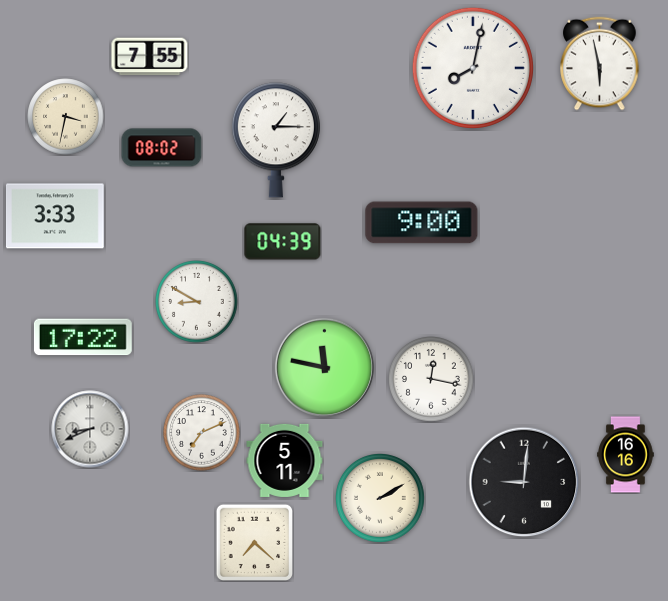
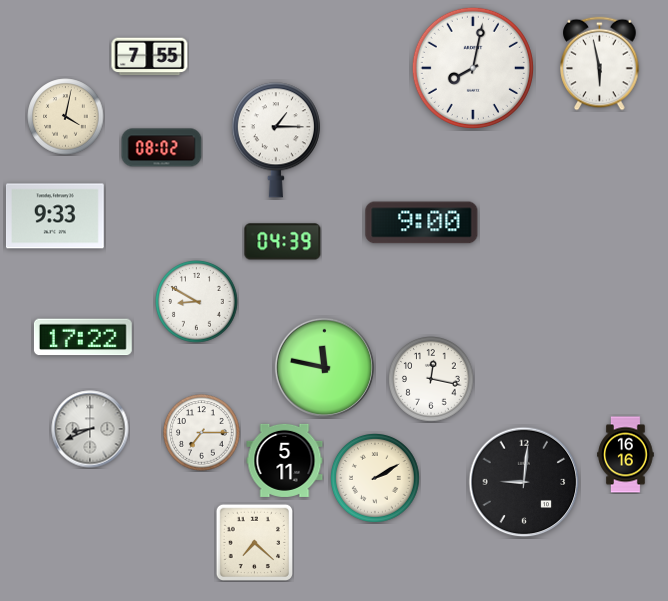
clock at (66, 117): 3:32 -> 4:02
clock at (55, 216): 3:33 -> 9:33
clock at (202, 433): 7:11 -> 7:15
clock at (381, 499) position: (381, 499) -> (376, 479)
